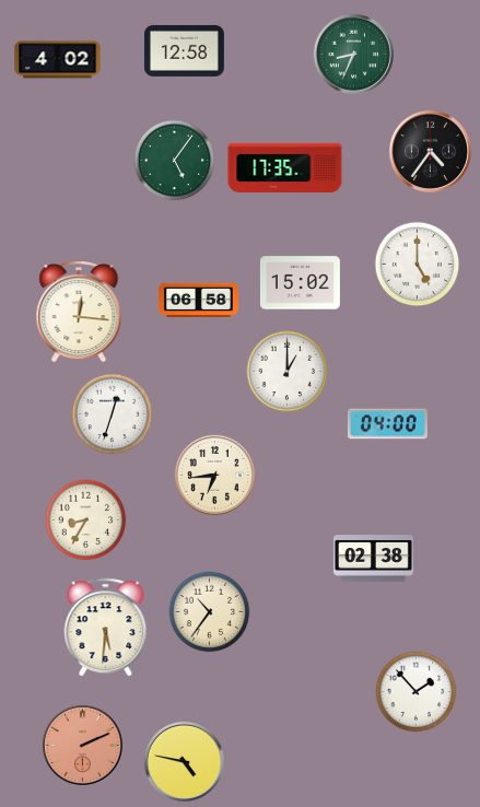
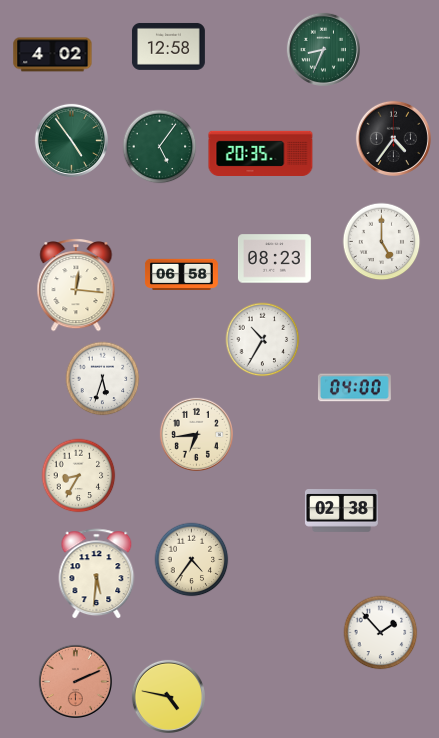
clock at (71, 140): none -> 4:54
clock at (285, 167): 17:35 -> 20:35
clock at (300, 283): 15:02 -> 08:23
clock at (79, 313) position: (79, 313) -> (76, 286)
clock at (288, 372): 1:00 -> 10:35
clock at (113, 414): 12:33 -> 5:33
clock at (210, 612): 10:36 -> 4:36
